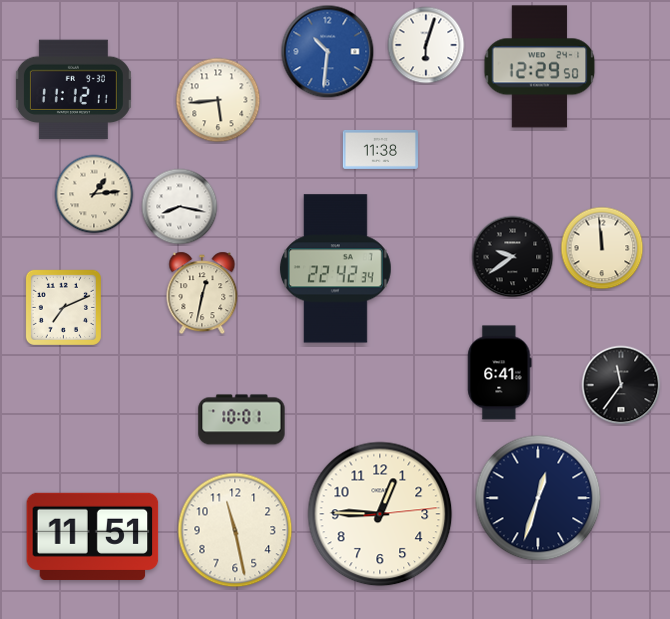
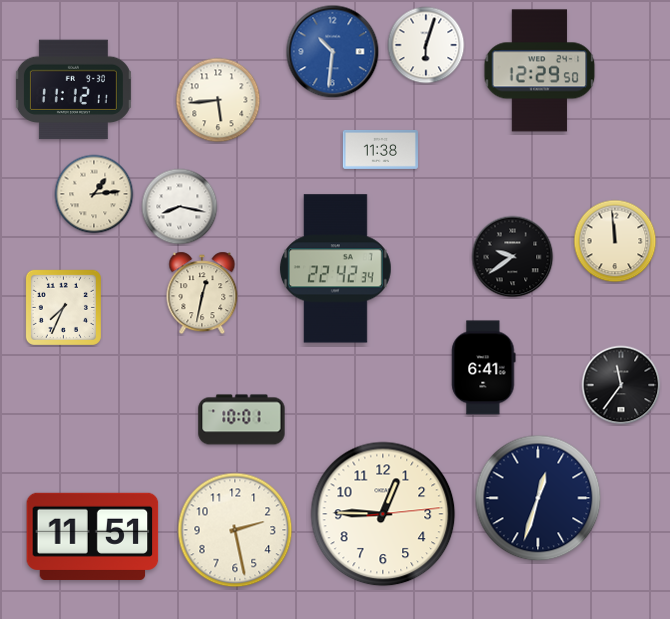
clock at (328, 52) position: (328, 52) -> (333, 52)
clock at (540, 67) position: (540, 67) -> (540, 71)
clock at (602, 248) position: (602, 248) -> (615, 241)
clock at (63, 307): 7:11 -> 7:34
clock at (500, 373) position: (500, 373) -> (484, 368)
clock at (380, 514) position: (380, 514) -> (383, 514)
clock at (235, 530): 11:28 -> 2:28
